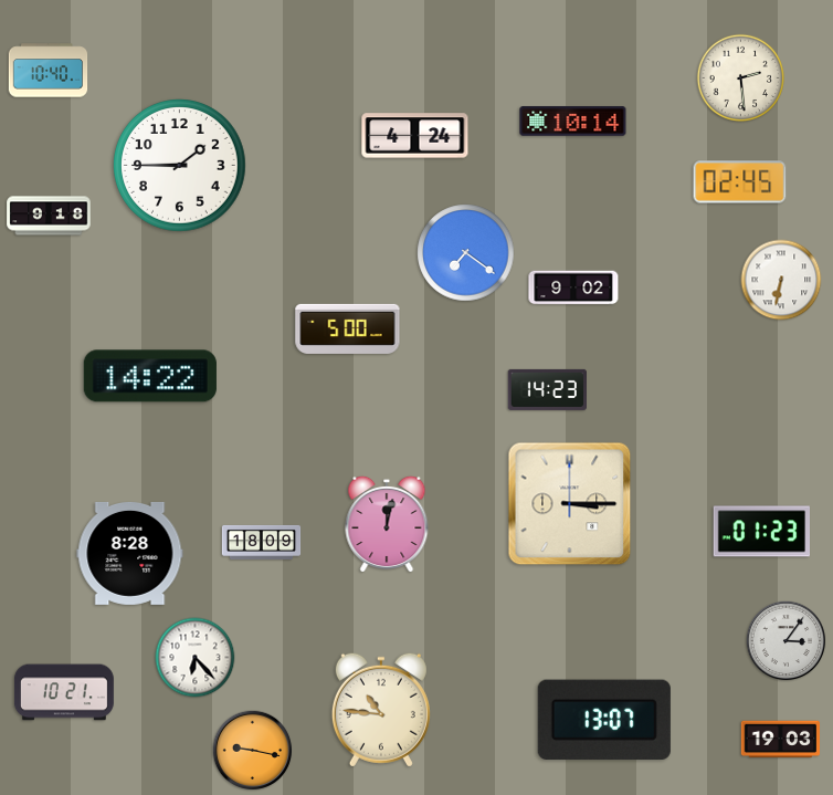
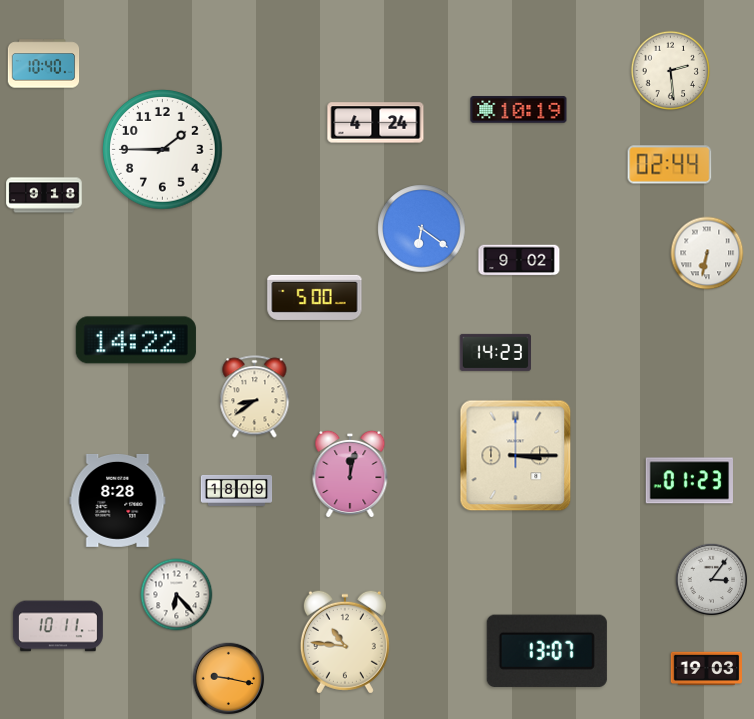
clock at (573, 122): 10:14 -> 10:19
clock at (740, 182): 02:45 -> 02:44
clock at (466, 253): 7:21 -> 6:21
clock at (255, 397): none -> 8:39
clock at (64, 692): 10:21 -> 10:11
